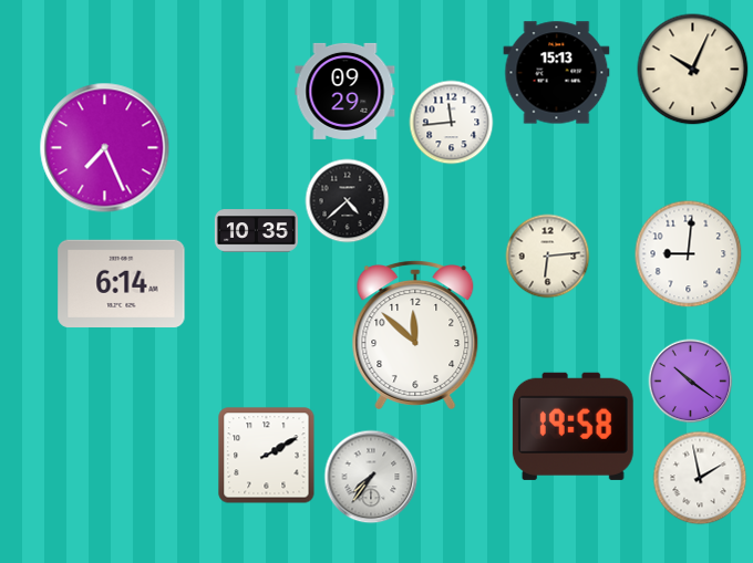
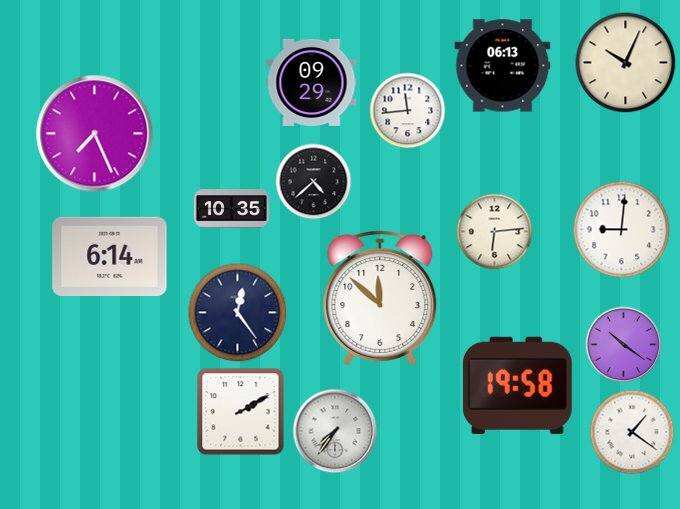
clock at (557, 73): 15:13 -> 06:13
clock at (415, 335) position: (415, 335) -> (380, 298)
clock at (238, 313): none -> 12:24
clock at (700, 478): 1:58 -> 1:21
